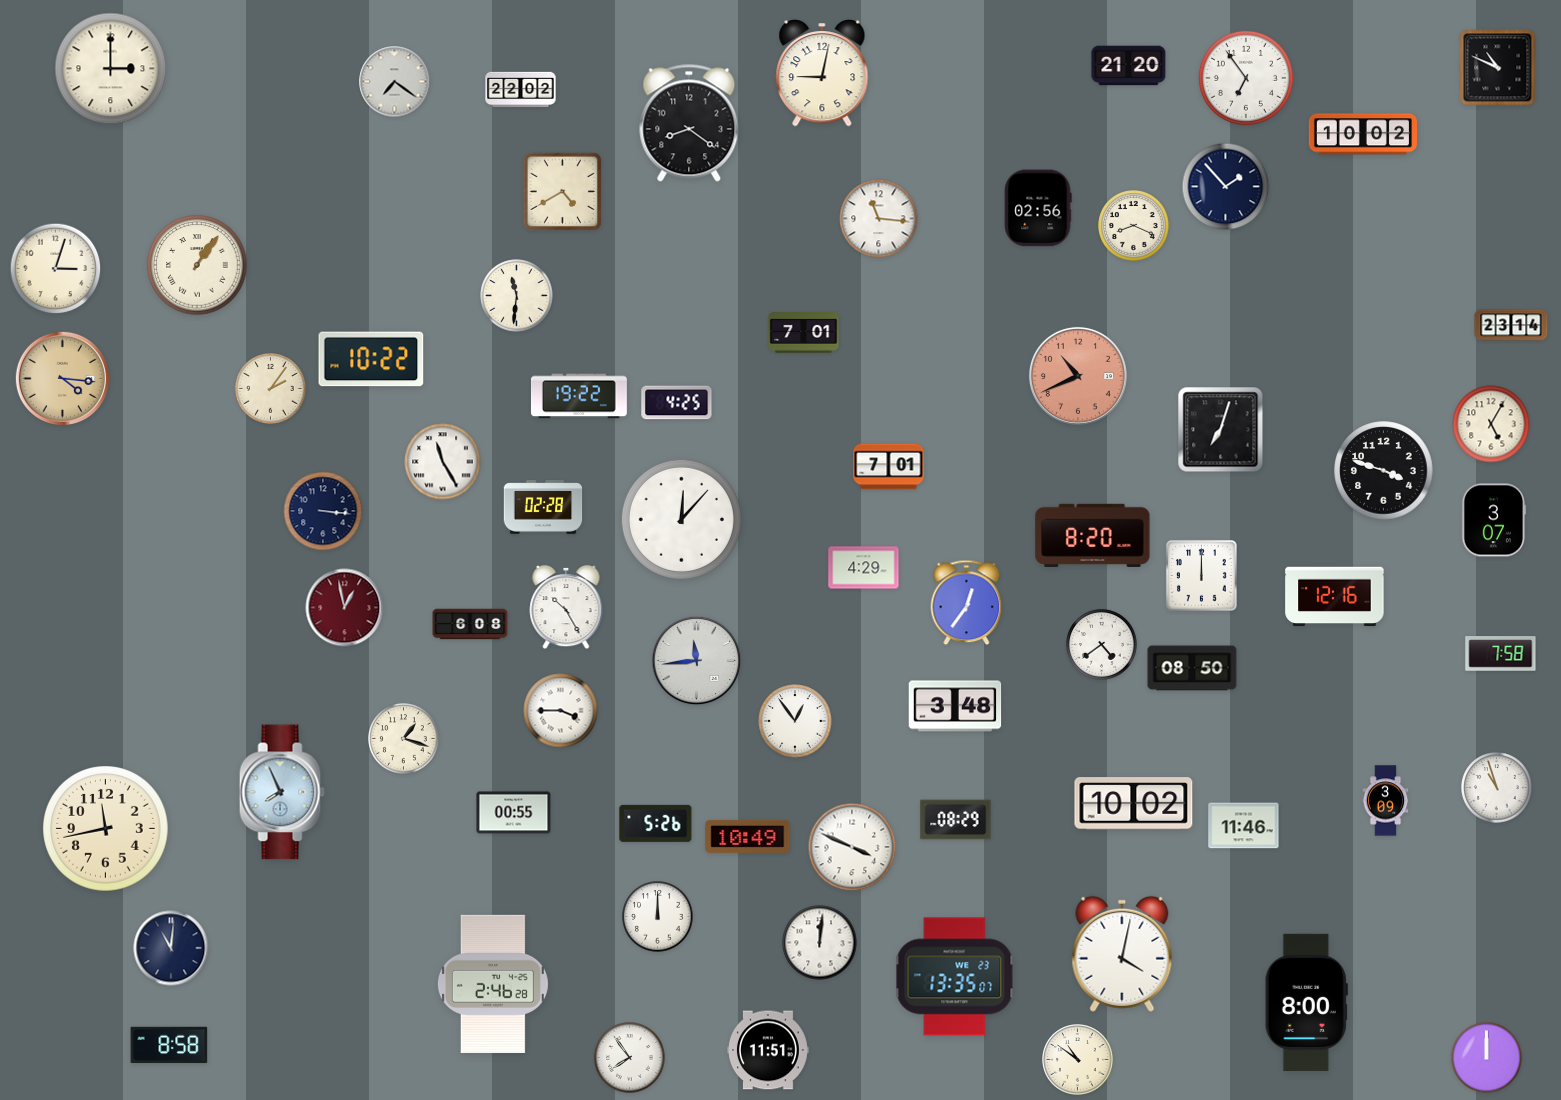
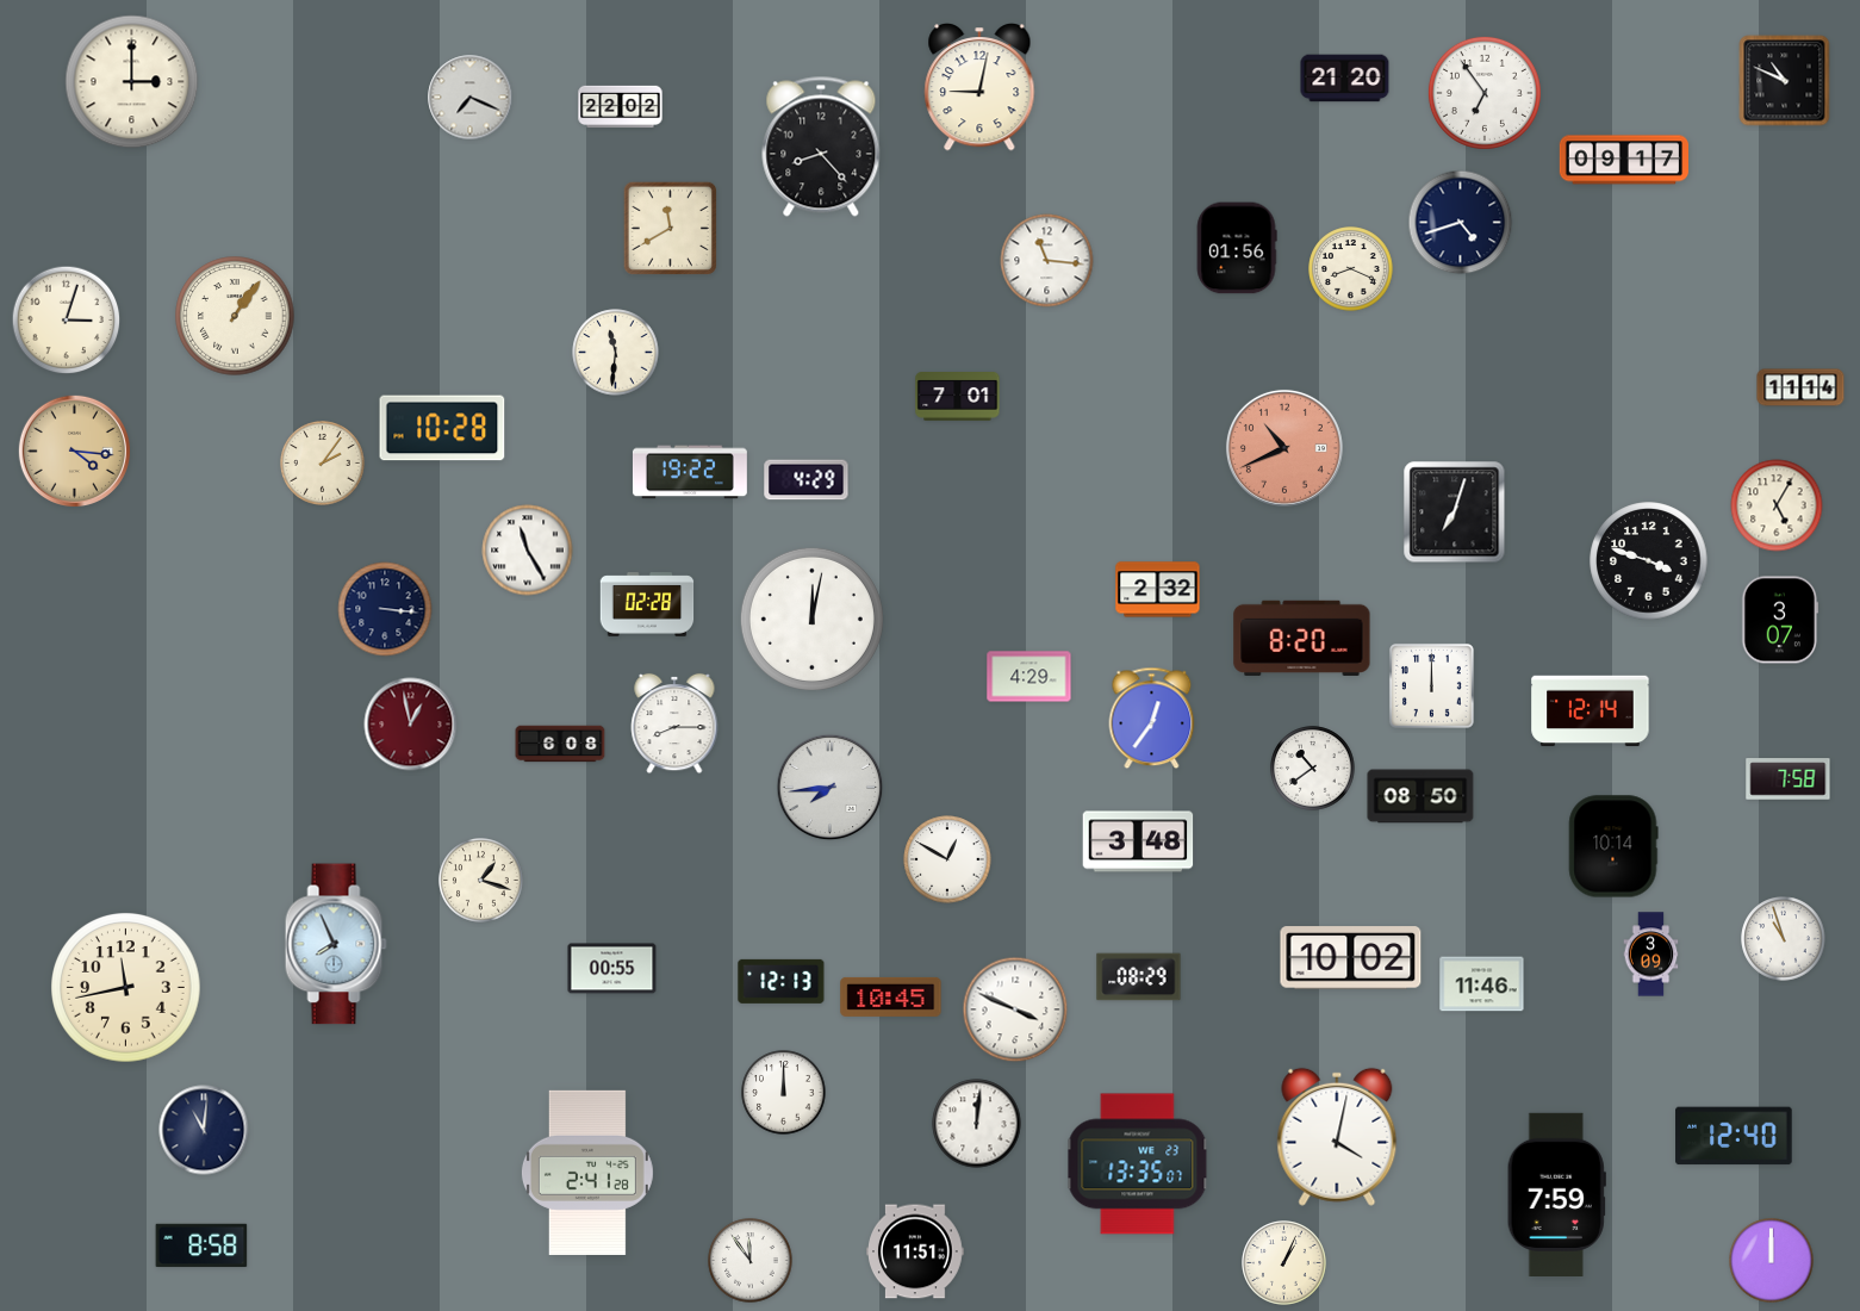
clock at (395, 82): 7:21 -> 7:19
clock at (689, 123): 8:21 -> 8:23
clock at (1362, 134): 10:02 -> 09:17
clock at (1226, 187): 1:53 -> 4:42
clock at (562, 191): 4:40 -> 11:40
clock at (1038, 208): 02:56 -> 01:56
clock at (1511, 325): 23:14 -> 11:14
clock at (371, 359): 10:22 -> 10:28
clock at (677, 403): 4:25 -> 4:29
clock at (889, 467): 7:01 -> none
clock at (1158, 590): none -> 2:32
clock at (681, 519): 12:07 -> 12:02
clock at (1335, 597): 12:16 -> 12:14
clock at (566, 607): 10:25 -> 8:15
clock at (1102, 645): 4:39 -> 10:39
clock at (697, 661): 11:44 -> 7:44
clock at (1613, 846): none -> 10:14
clock at (561, 711): 3:45 -> none
clock at (795, 721): 12:54 -> 12:50
clock at (656, 823): 5:26 -> 12:13
clock at (748, 836): 10:49 -> 10:45
clock at (1734, 1136): none -> 12:40
clock at (493, 984): 2:46 -> 2:41
clock at (1306, 1002): 8:00 -> 7:59
clock at (630, 1058): 7:54 -> 11:54
clock at (1078, 1060): 10:51 -> 1:04
